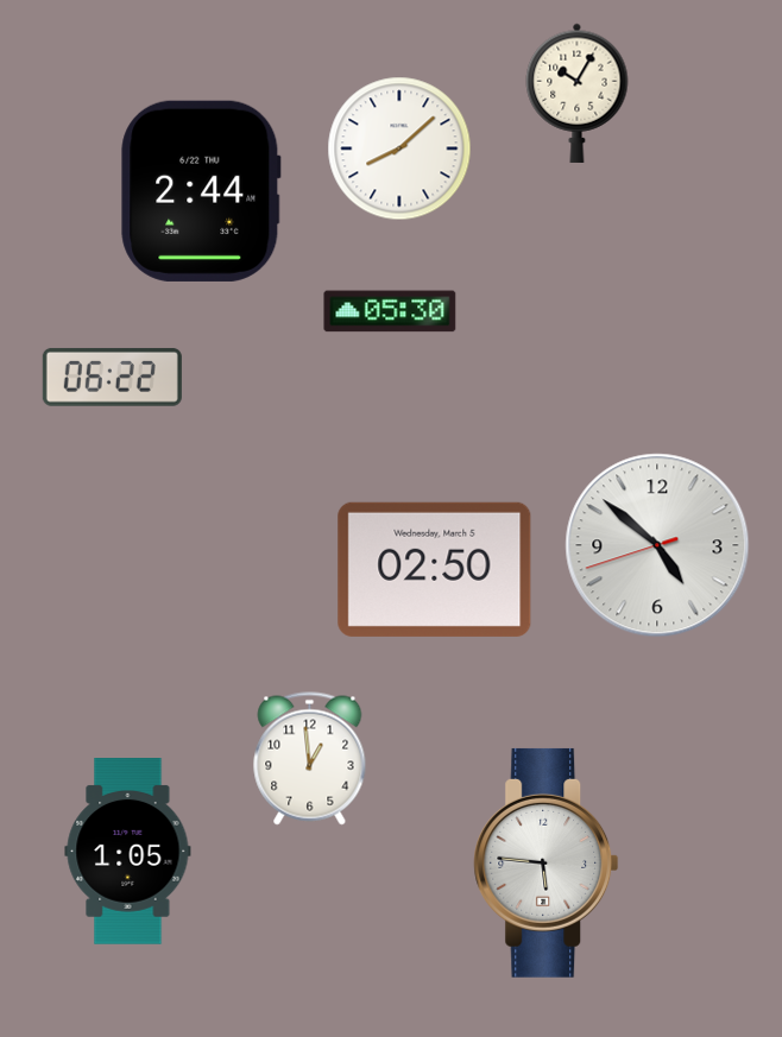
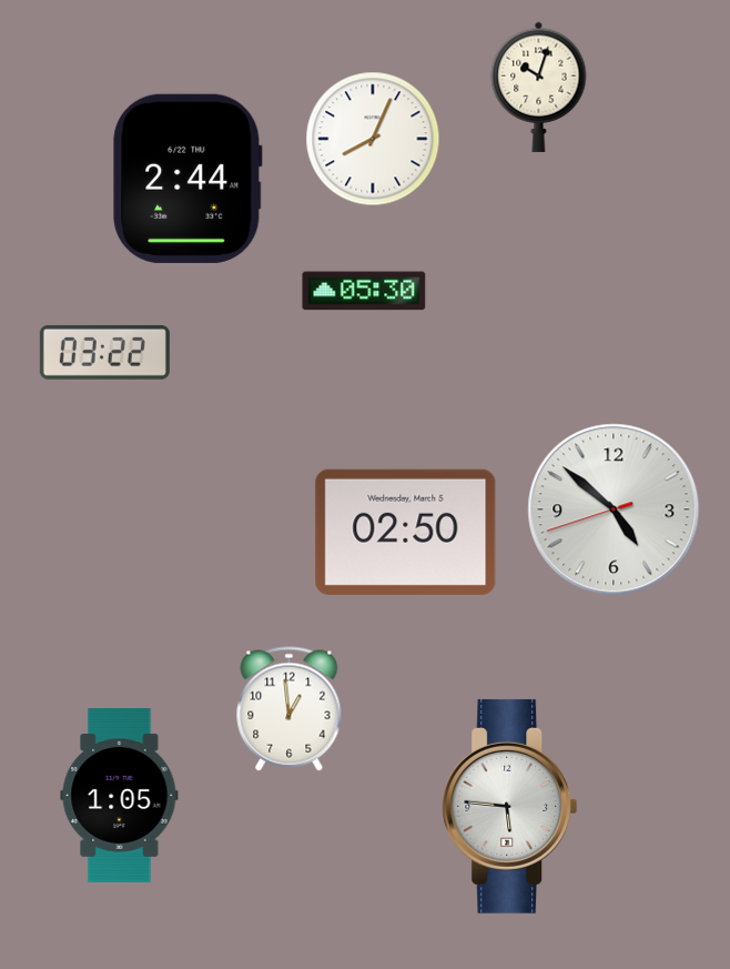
clock at (578, 93): 10:05 -> 10:03
clock at (399, 148): 8:08 -> 8:04
clock at (112, 377): 06:22 -> 03:22
